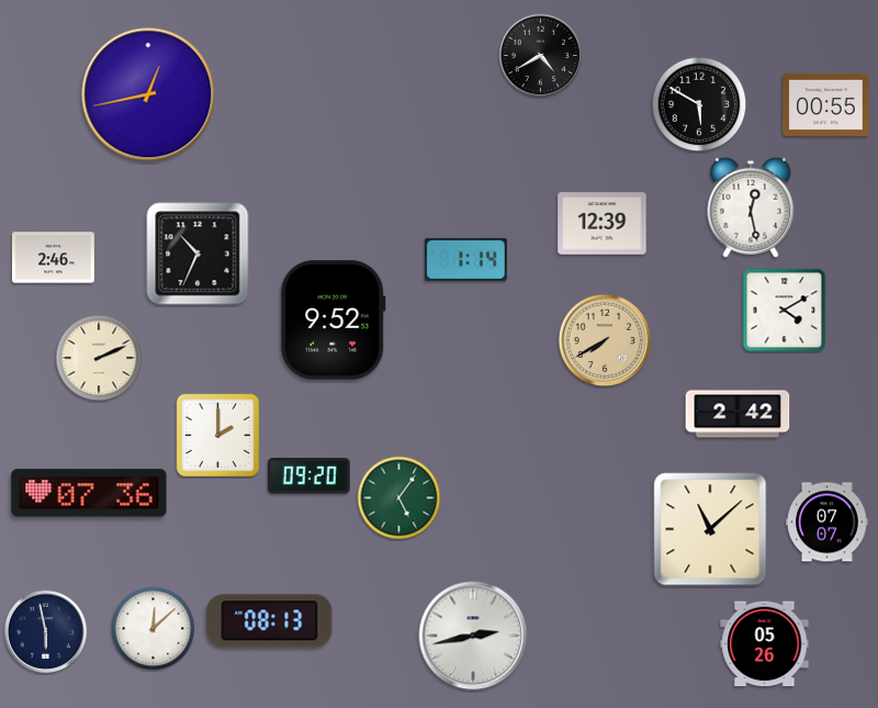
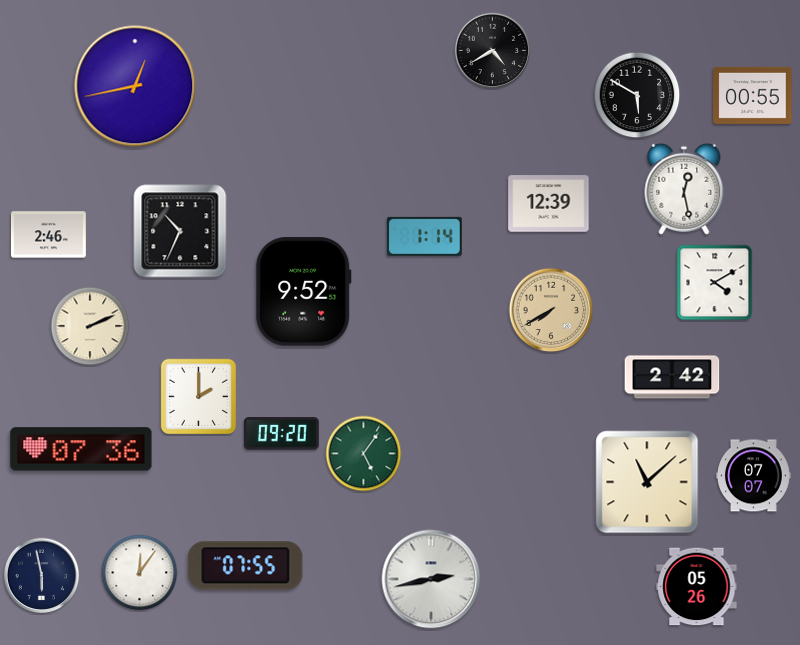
clock at (270, 621): 08:13 -> 07:55
clock at (154, 629): 12:08 -> 12:06
